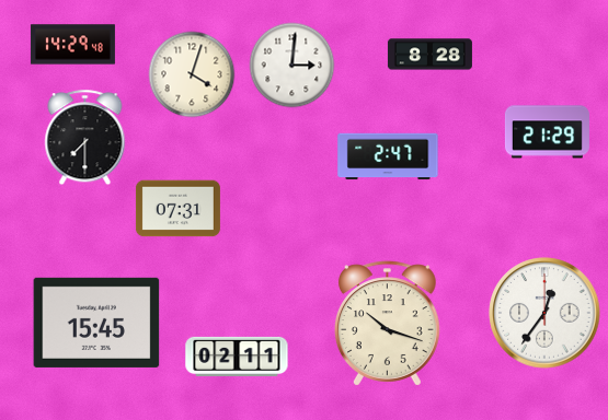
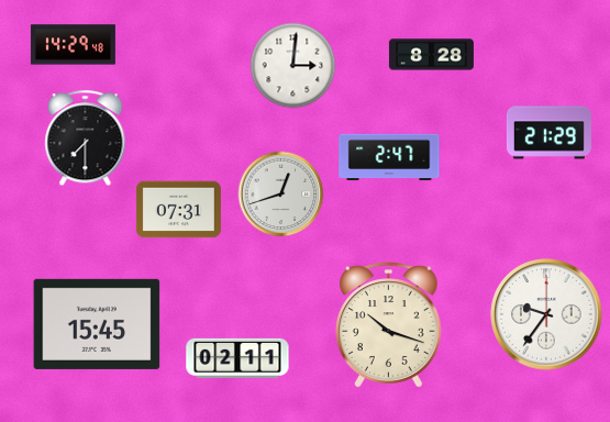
clock at (192, 74): 4:03 -> none
clock at (280, 193): none -> 12:42
clock at (544, 313): 12:36 -> 9:36
